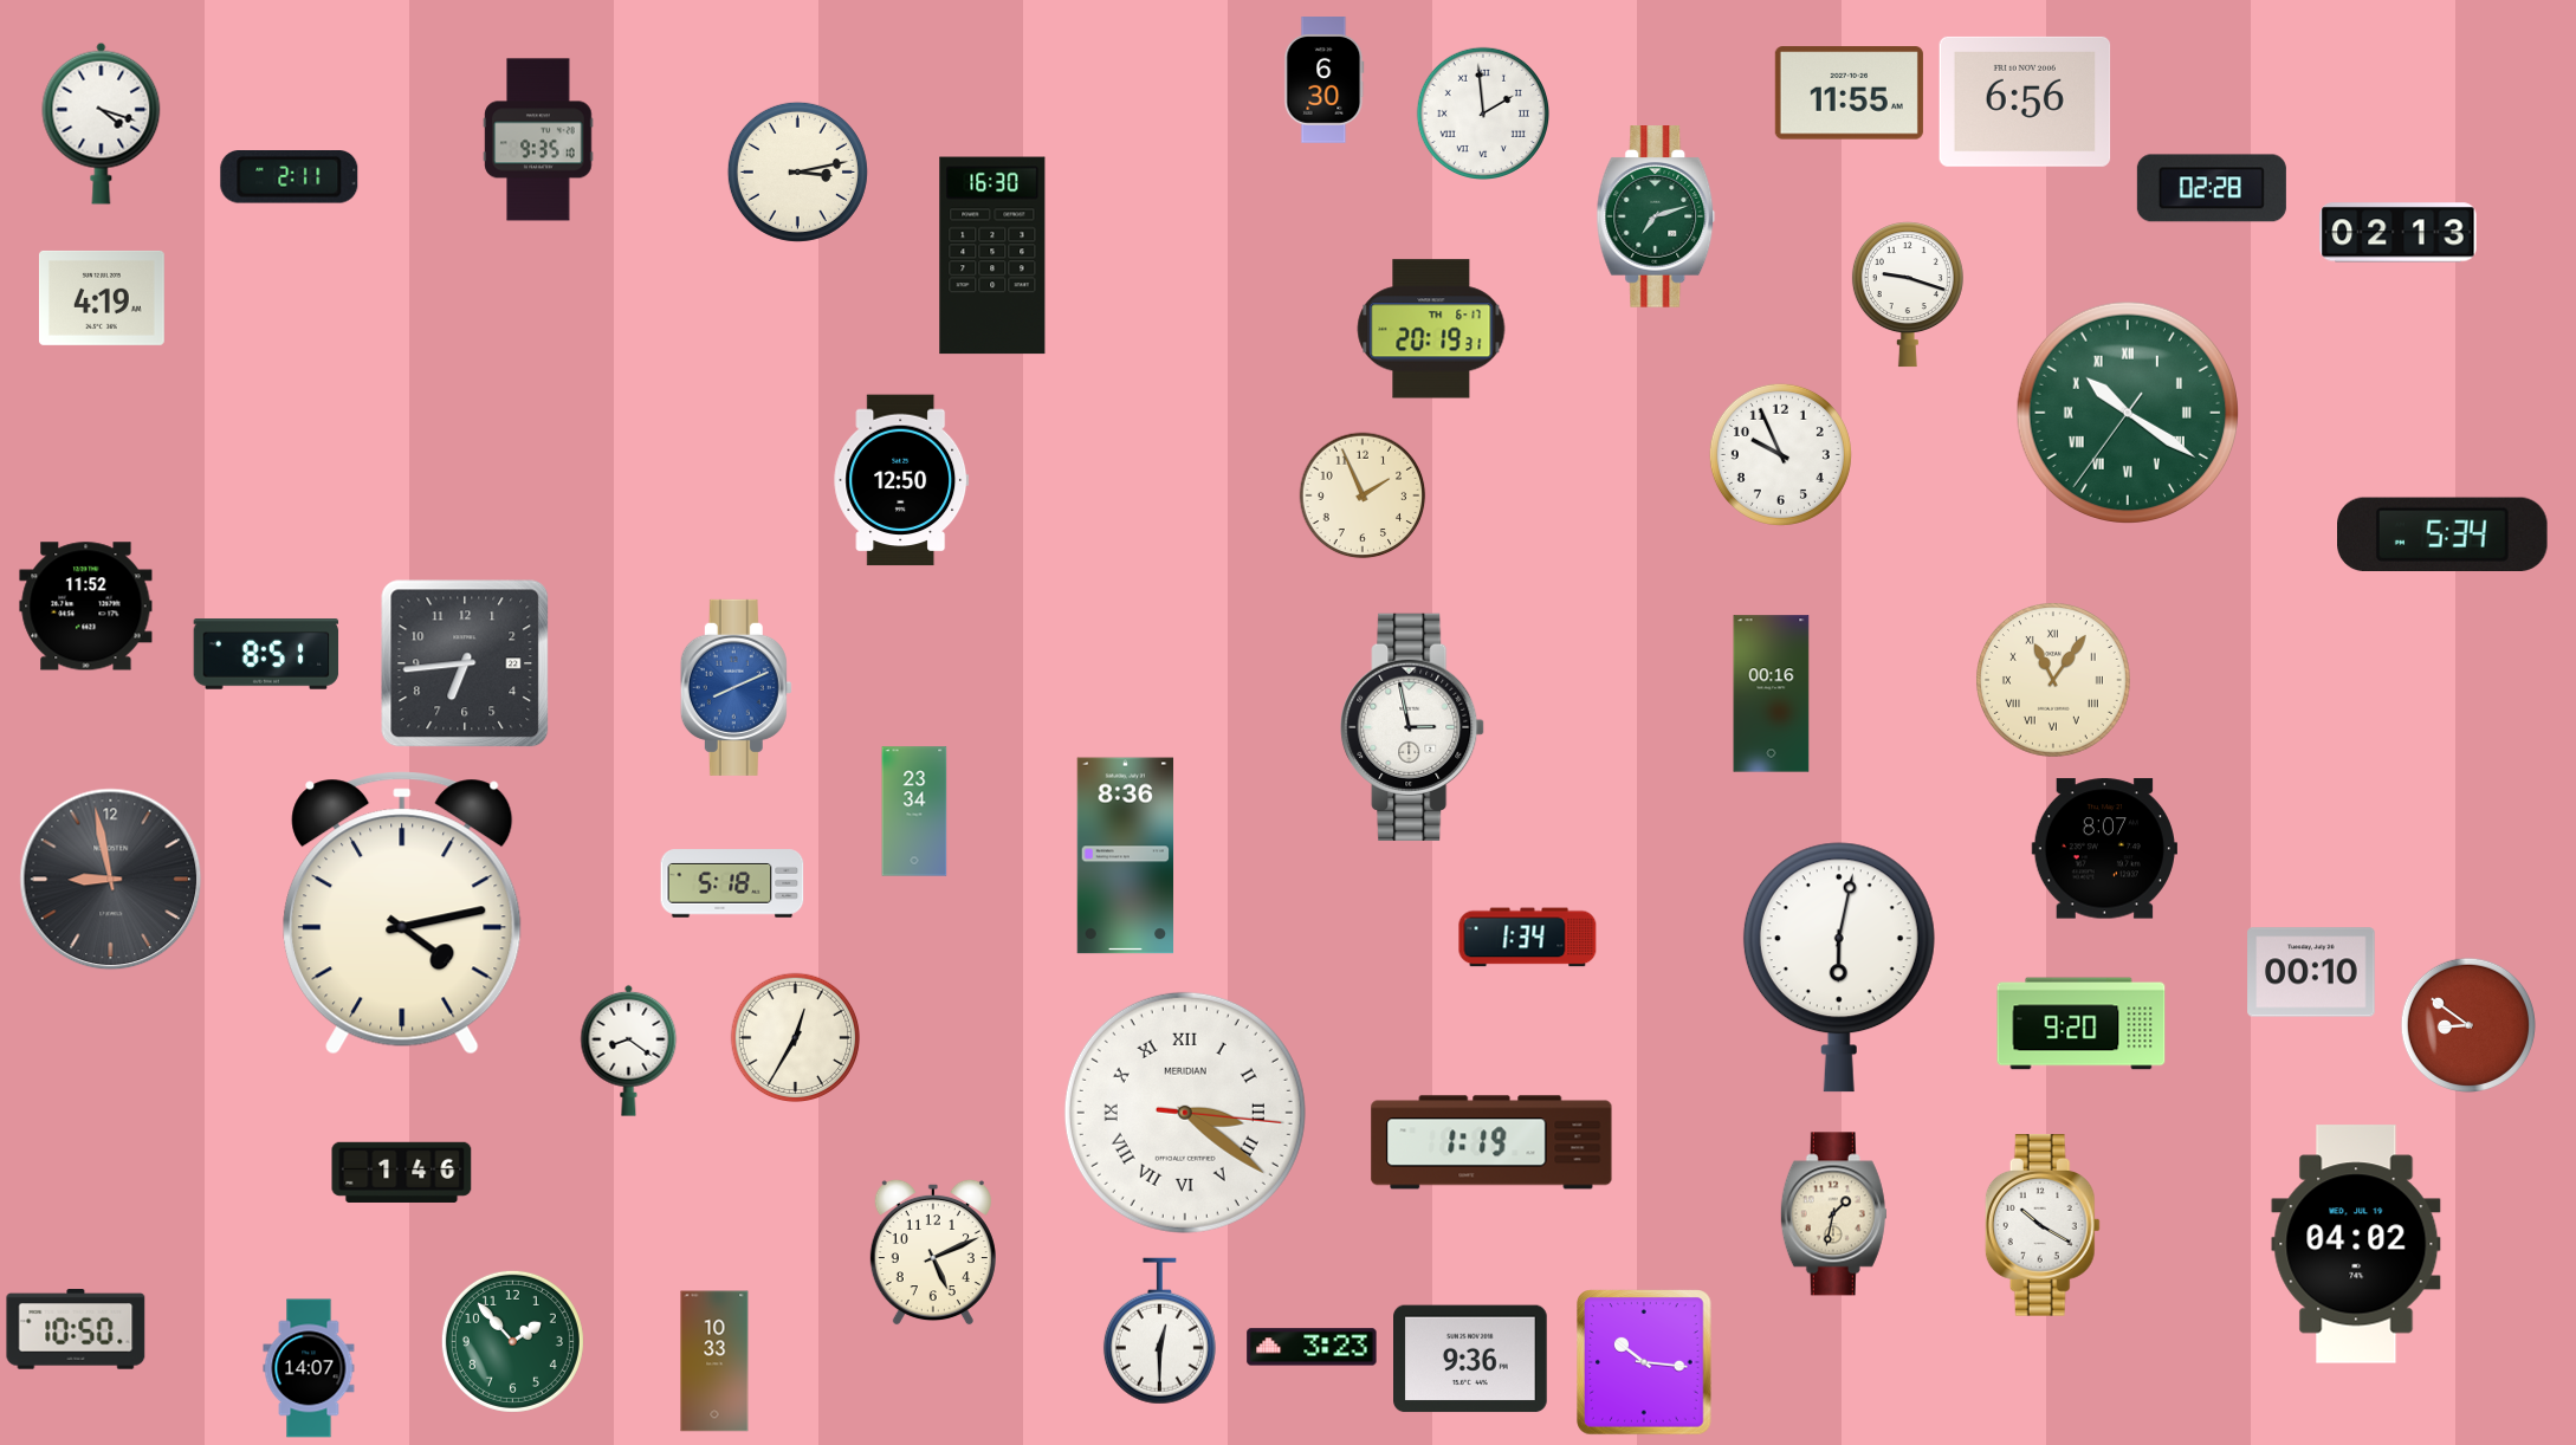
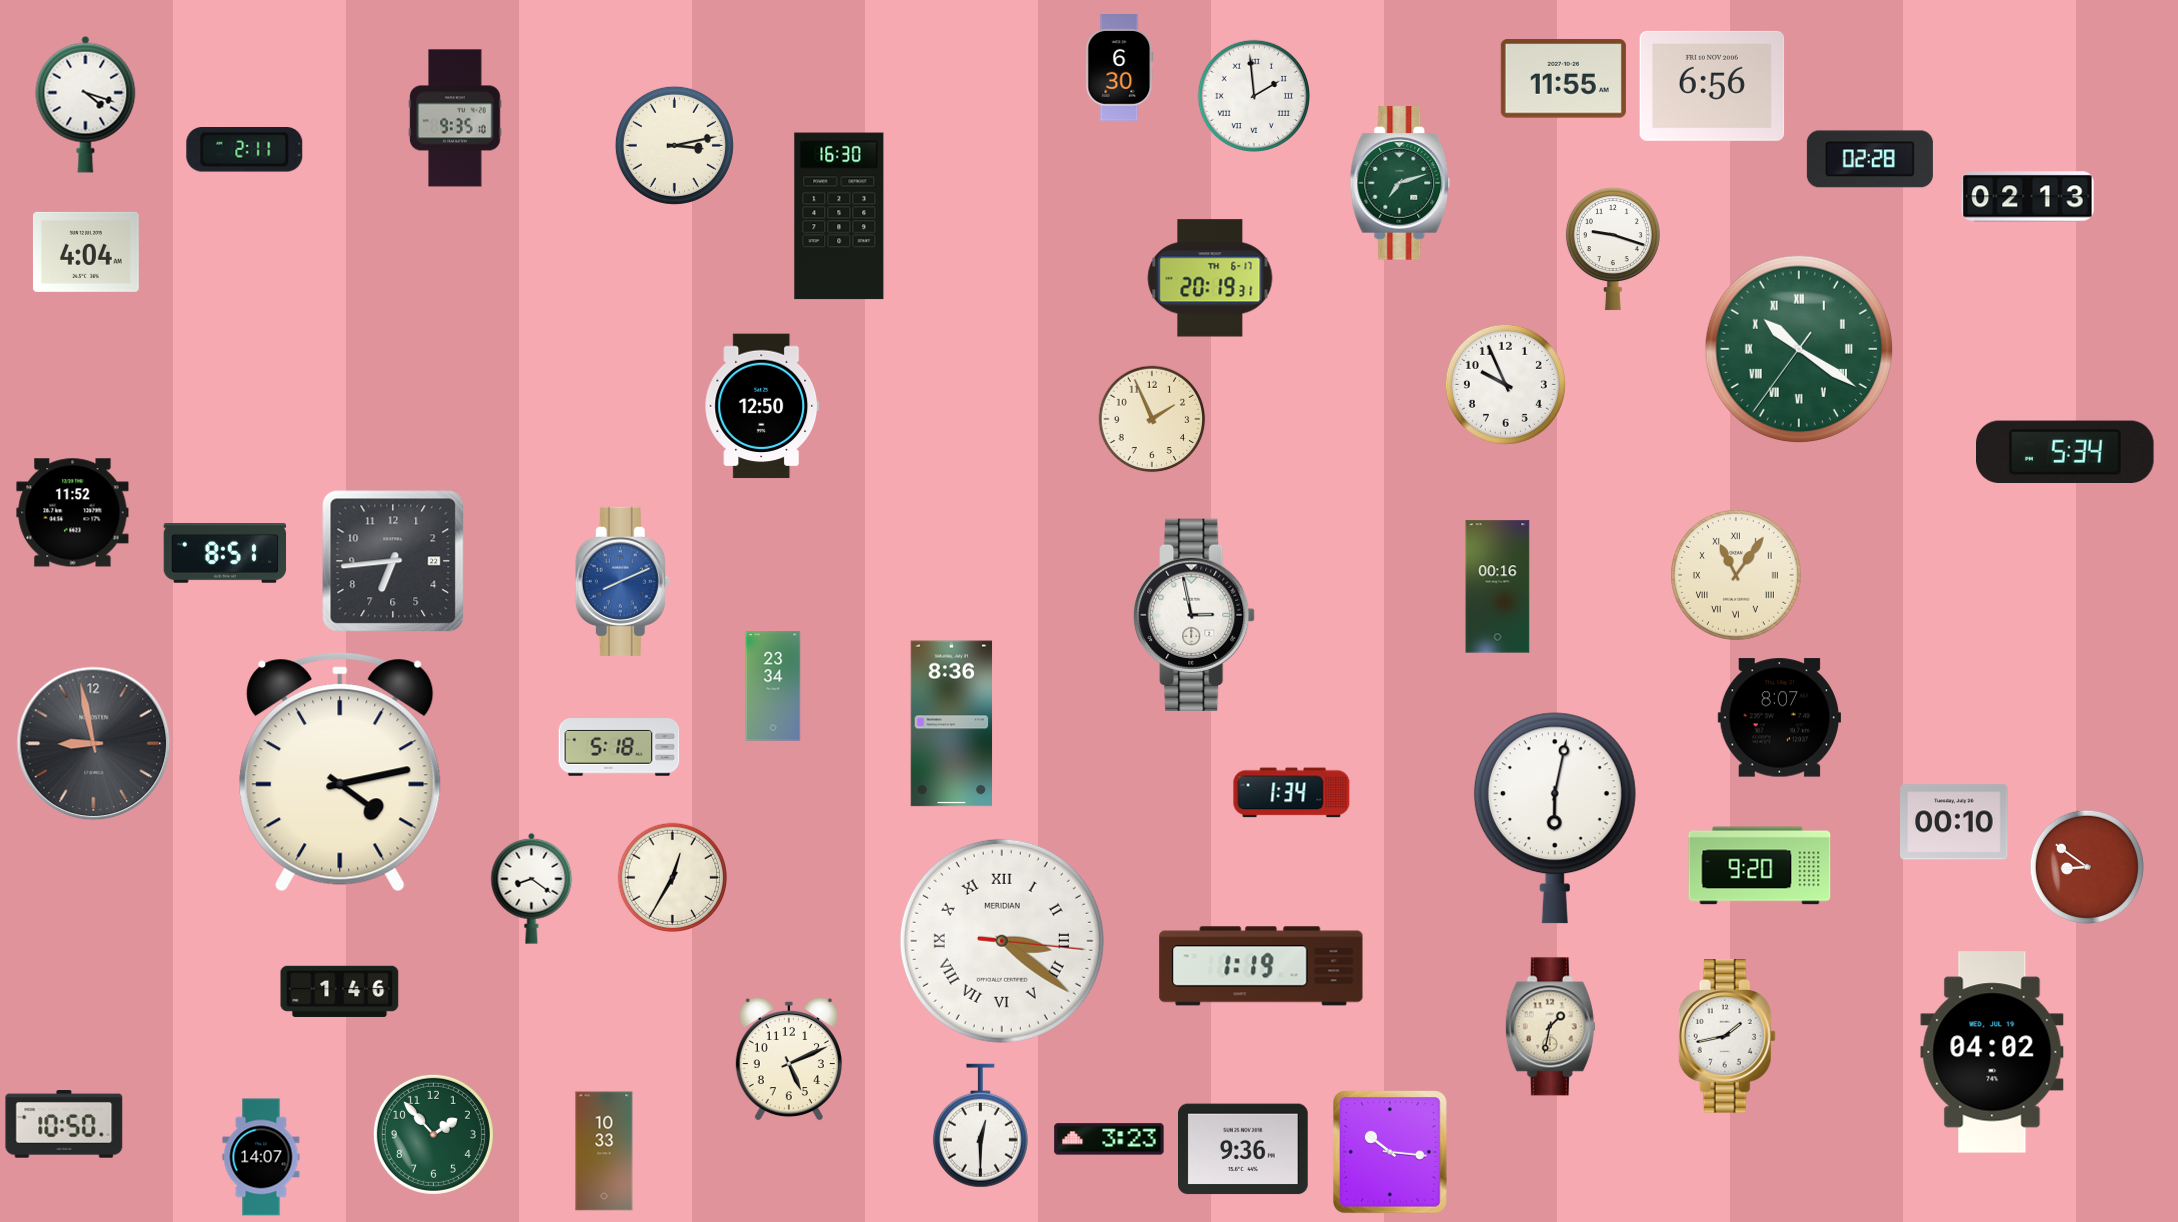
clock at (102, 298): 4:19 -> 4:04
clock at (2043, 1225): 10:20 -> 1:43
